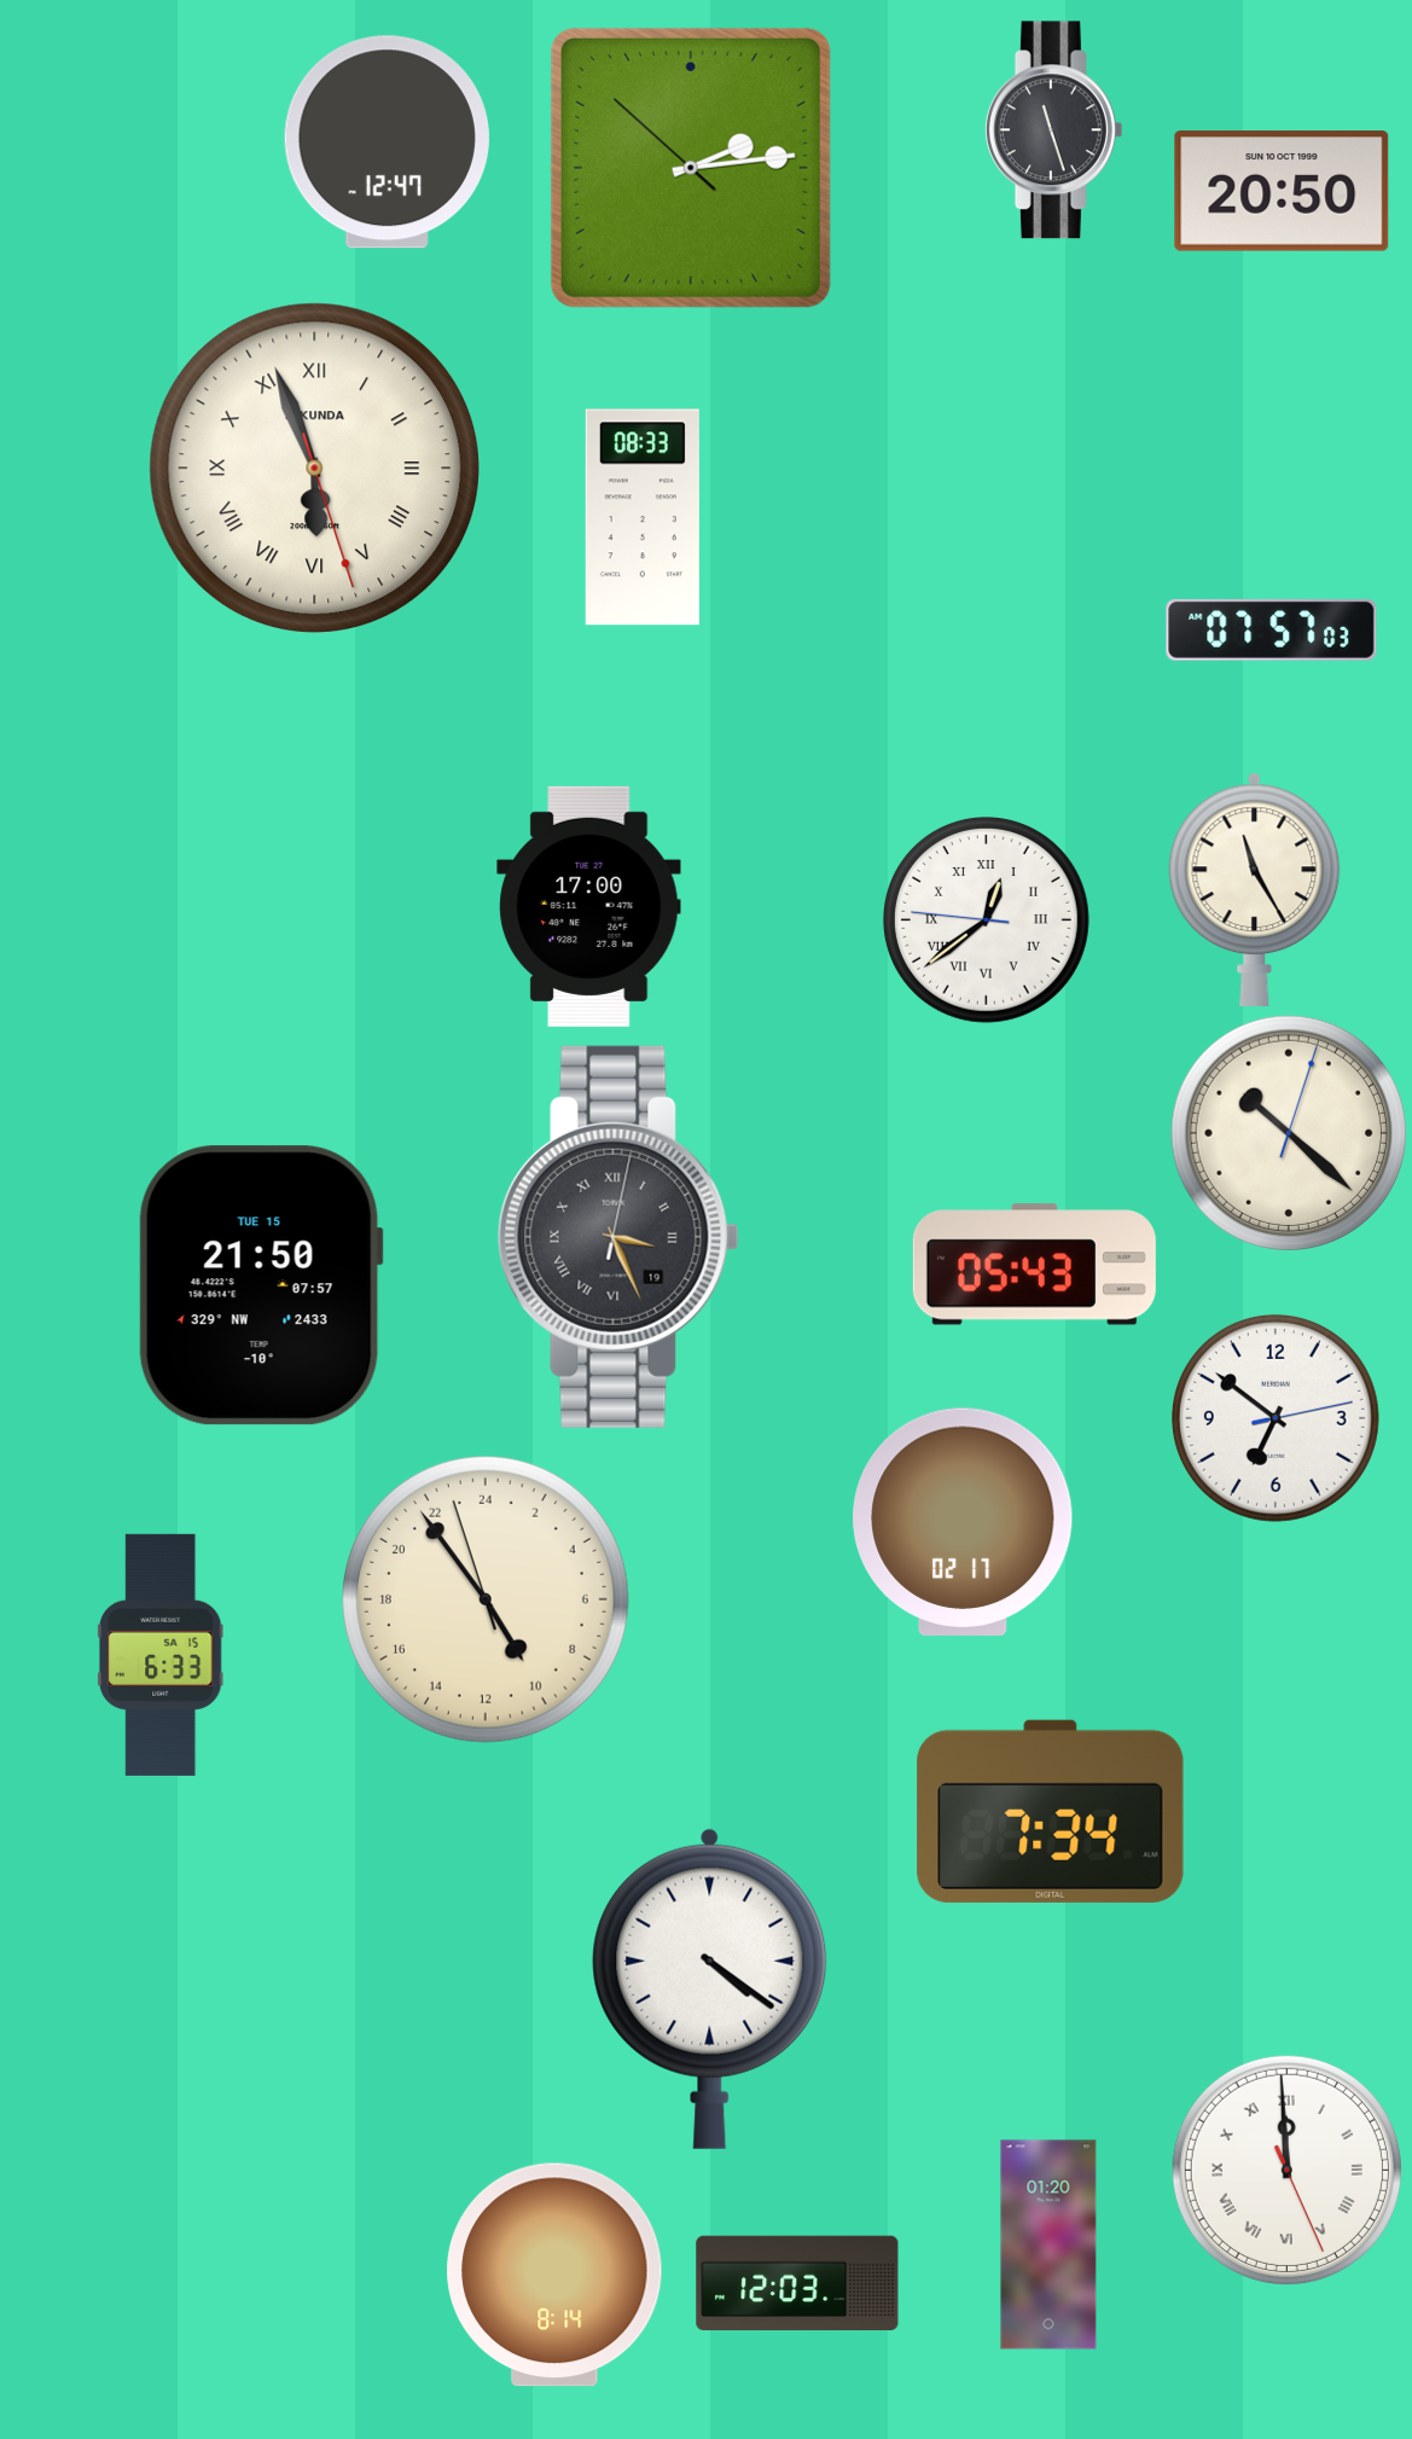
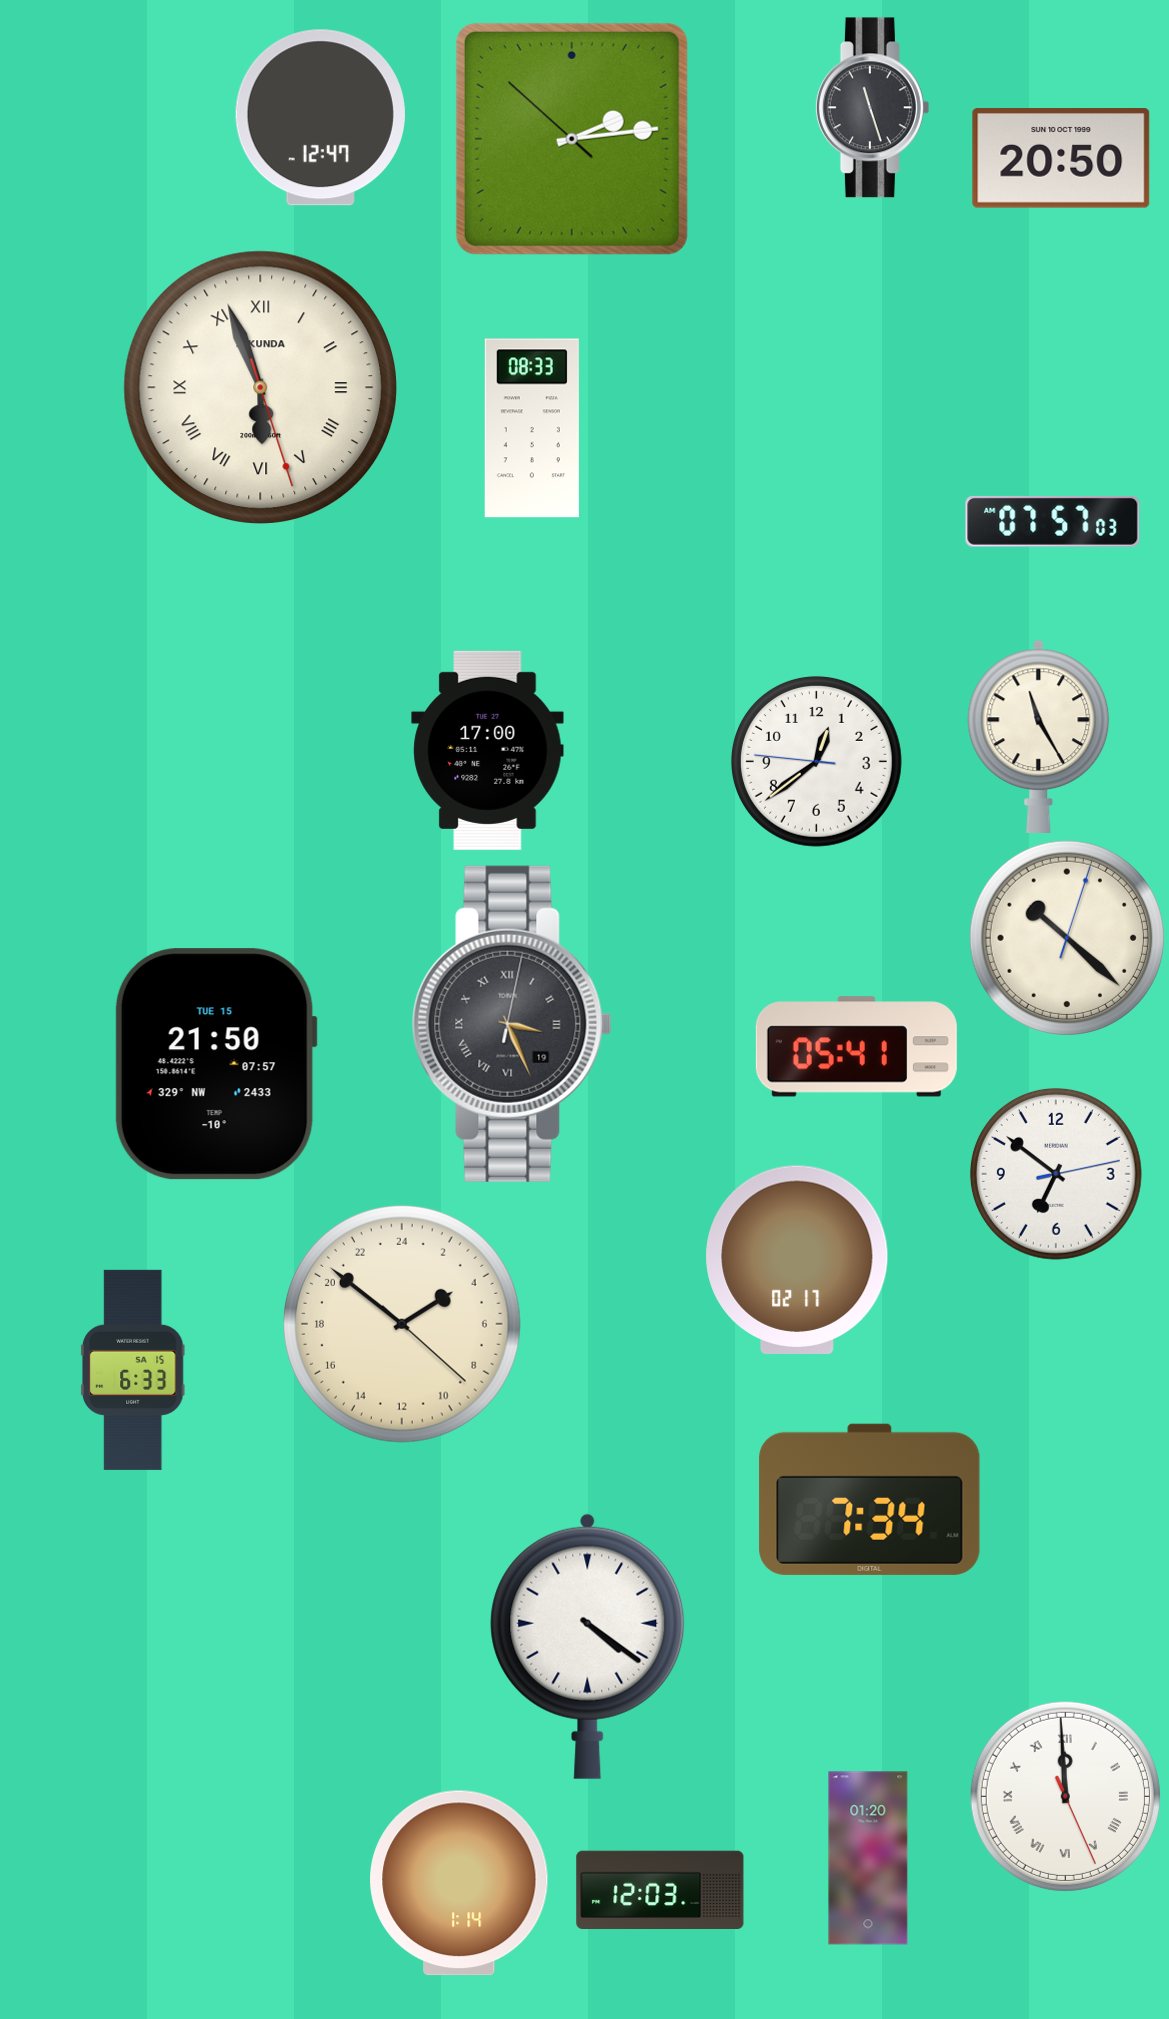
clock at (986, 919) numerals: Roman -> Arabic
clock at (1034, 1265): 05:43 -> 05:41
clock at (486, 1599): 9:53 -> 3:51
clock at (554, 2275): 8:14 -> 1:14
